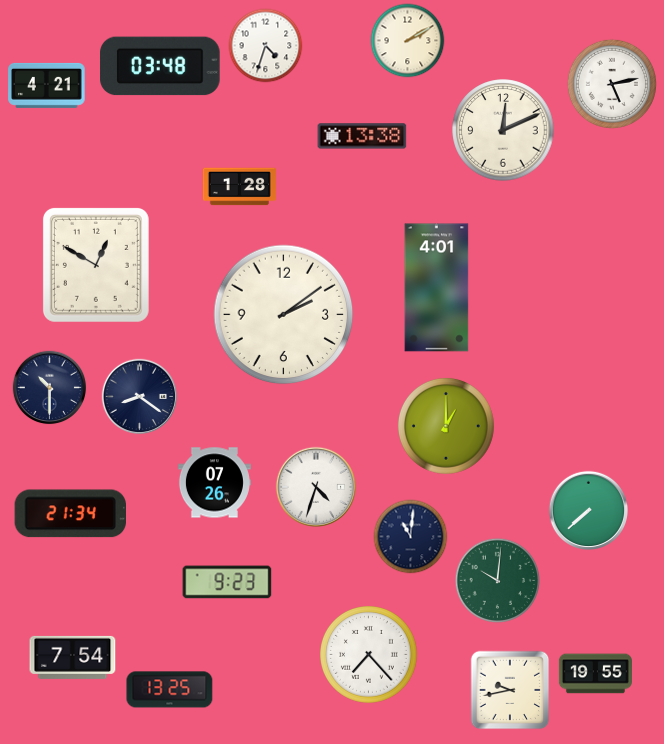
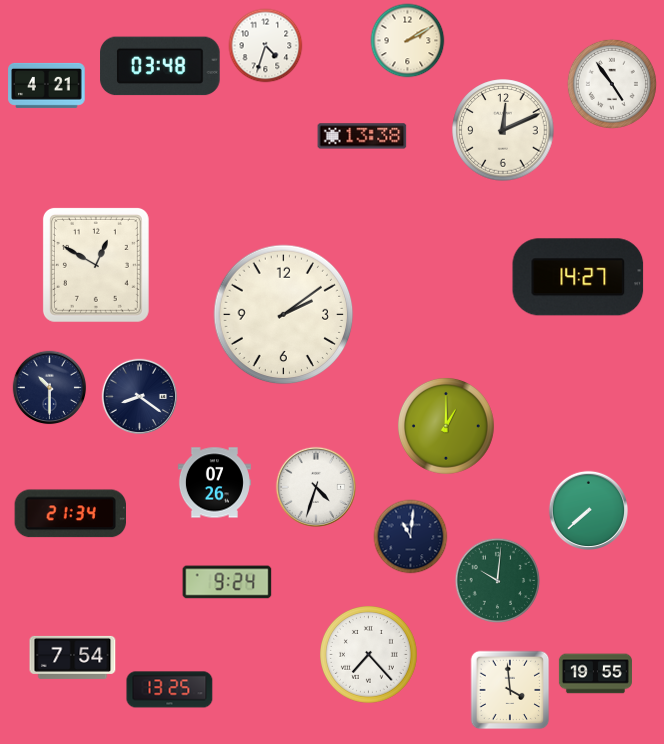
clock at (612, 84): 5:13 -> 4:54
clock at (239, 187): 1:28 -> none
clock at (578, 277): none -> 14:27
clock at (437, 288): 4:01 -> none
clock at (227, 582): 9:23 -> 9:24
clock at (510, 690): 9:43 -> 3:59
